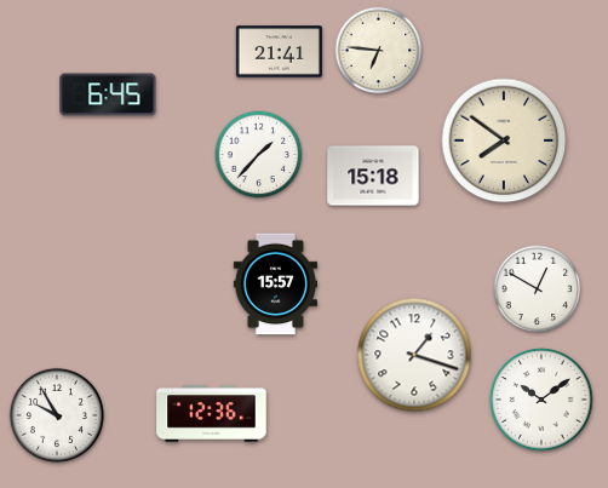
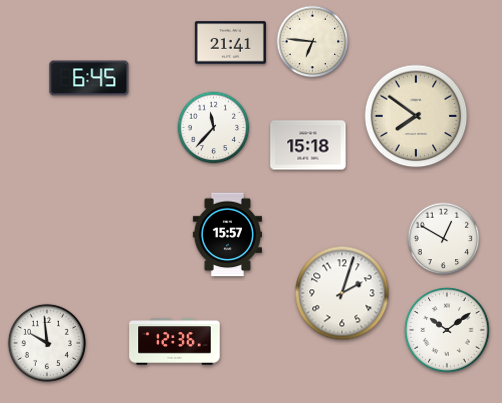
clock at (259, 155): 1:37 -> 11:37
clock at (414, 355): 1:18 -> 2:03
clock at (57, 415): 9:55 -> 9:59
